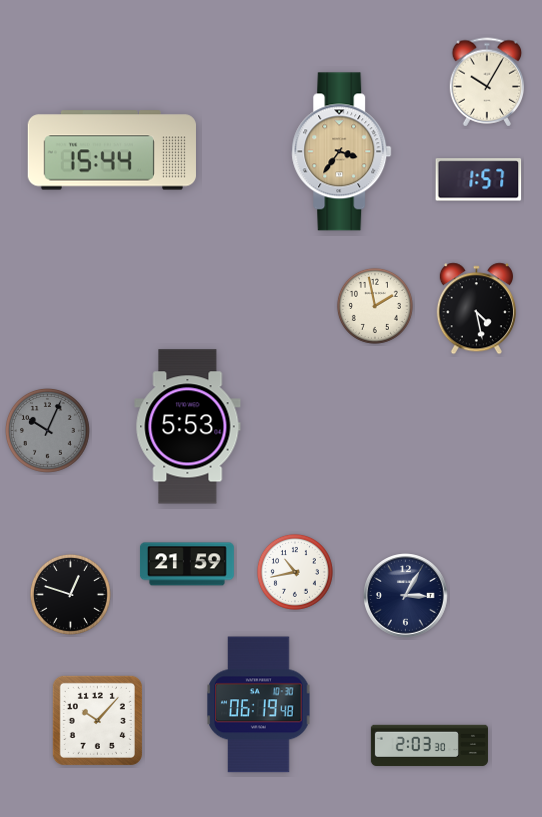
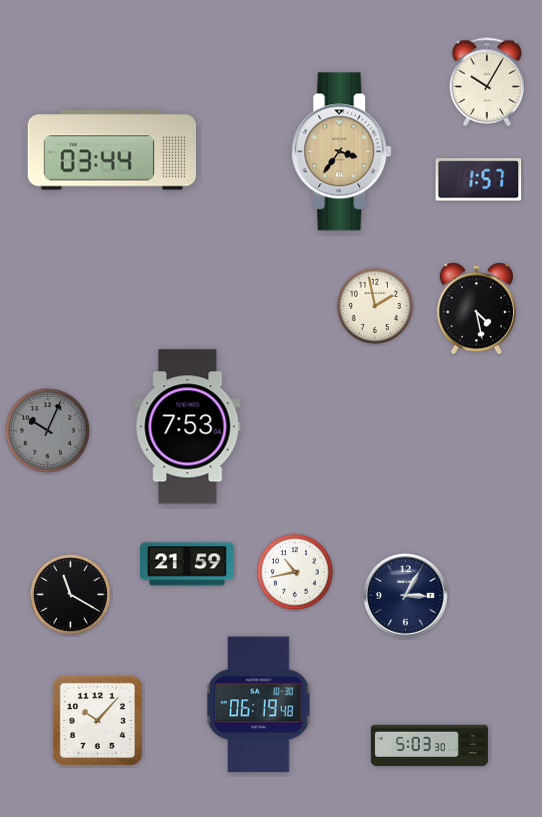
clock at (112, 150): 15:44 -> 03:44
clock at (188, 427): 5:53 -> 7:53
clock at (70, 594): 12:48 -> 11:20
clock at (429, 746): 2:03 -> 5:03
